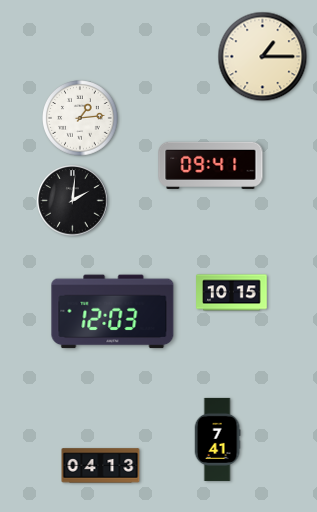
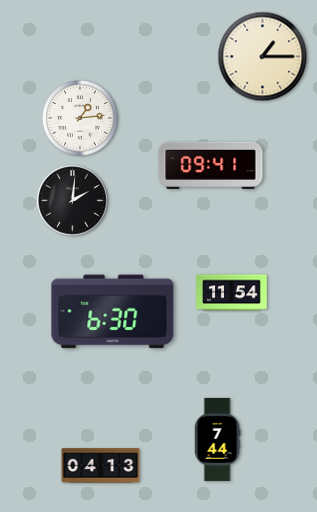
clock at (232, 293): 10:15 -> 11:54
clock at (113, 312): 12:03 -> 6:30
clock at (217, 439): 7:41 -> 7:44
